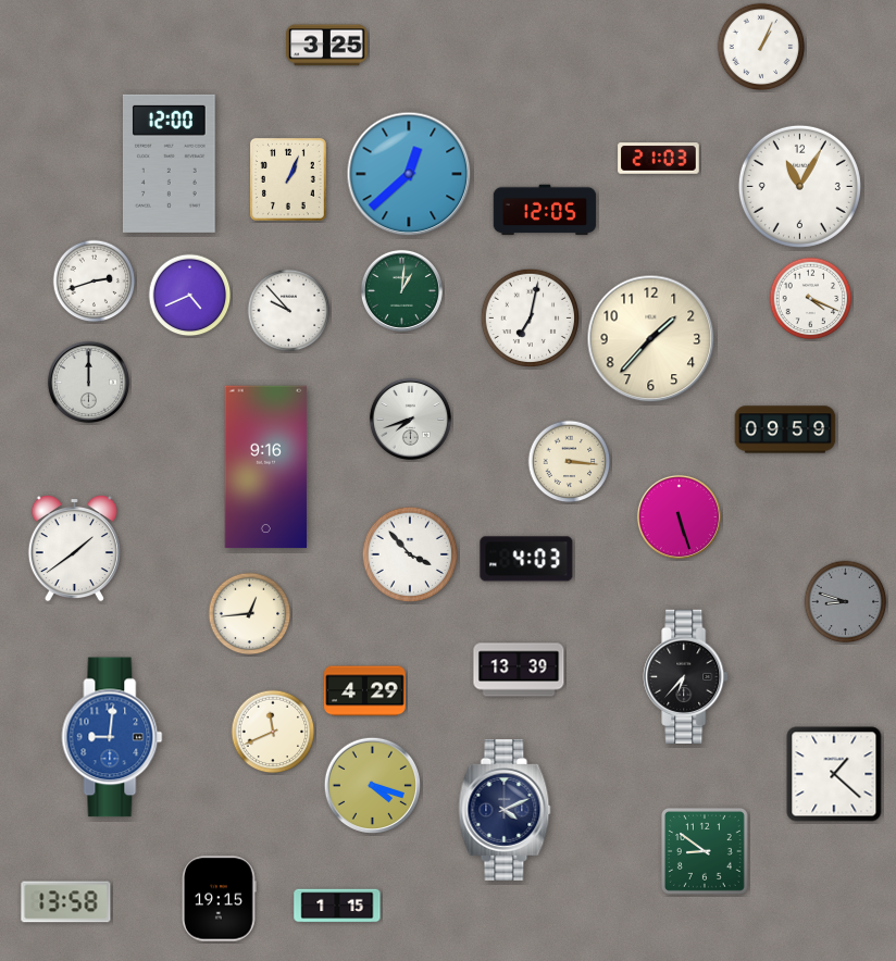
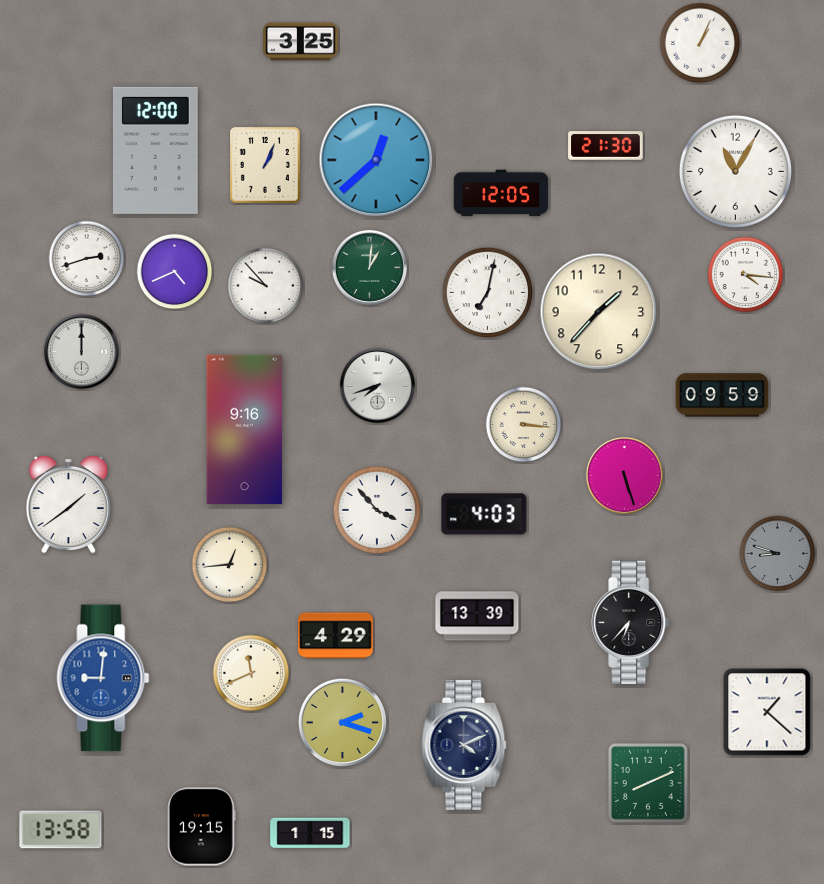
clock at (659, 159): 21:03 -> 21:30
clock at (811, 299): 4:19 -> 4:16
clock at (372, 785): 4:18 -> 2:18
clock at (705, 851): 8:51 -> 8:11
